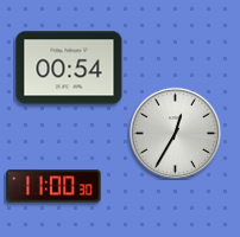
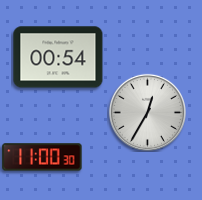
clock at (53, 186) position: (53, 186) -> (42, 157)
